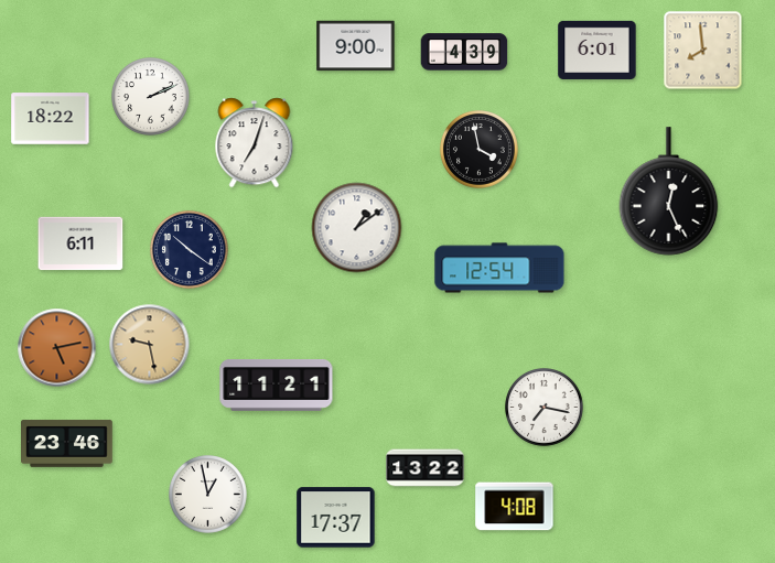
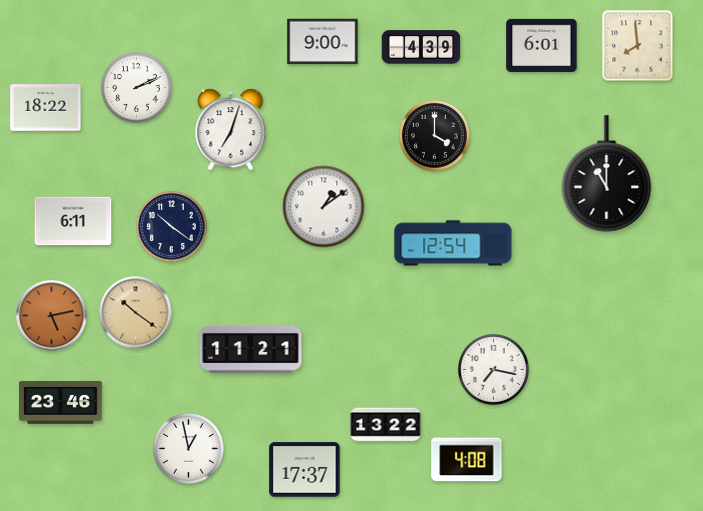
clock at (480, 150): 3:58 -> 4:00
clock at (669, 192): 12:26 -> 11:00
clock at (150, 345): 9:28 -> 10:21
